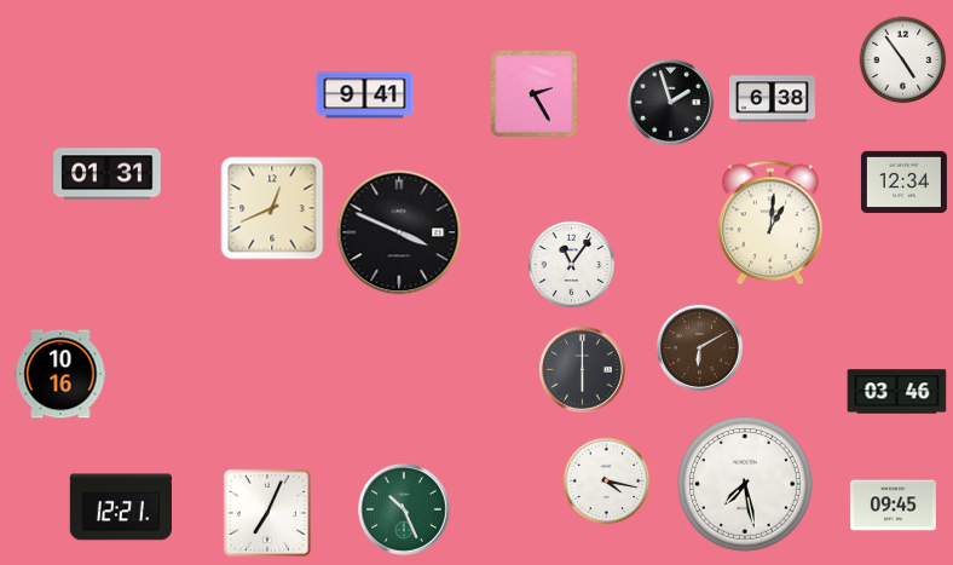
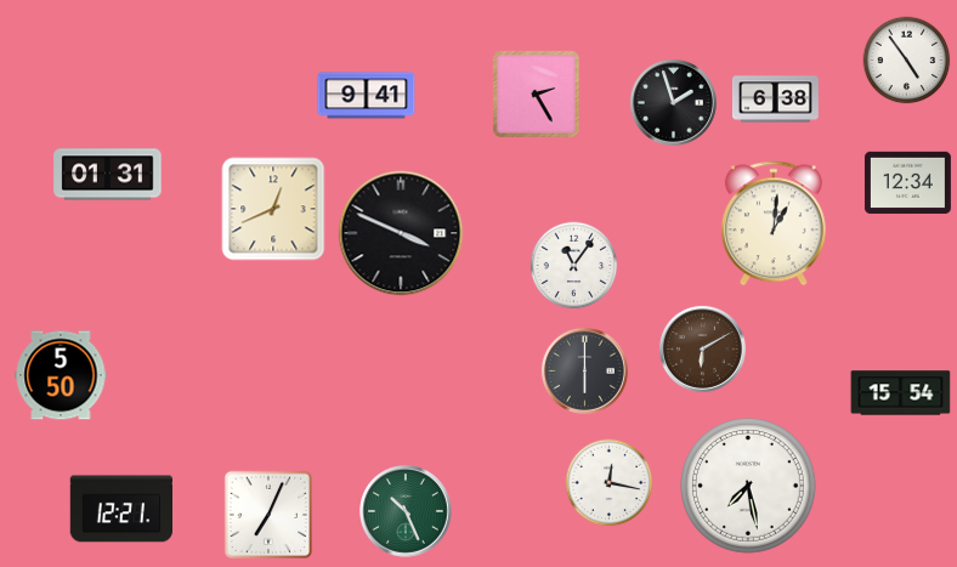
clock at (60, 374): 10:16 -> 5:50
clock at (897, 392): 03:46 -> 15:54
clock at (607, 482): 4:17 -> 12:17
clock at (893, 506): 09:45 -> none
